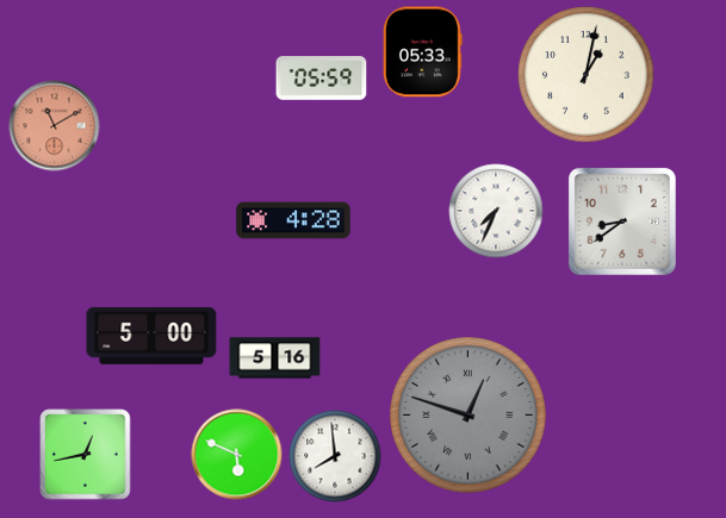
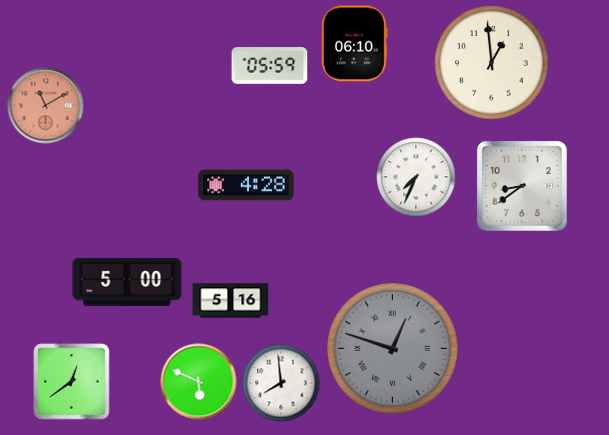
clock at (422, 52): 05:33 -> 06:10
clock at (587, 75): 1:02 -> 12:59
clock at (86, 455): 12:43 -> 12:39
